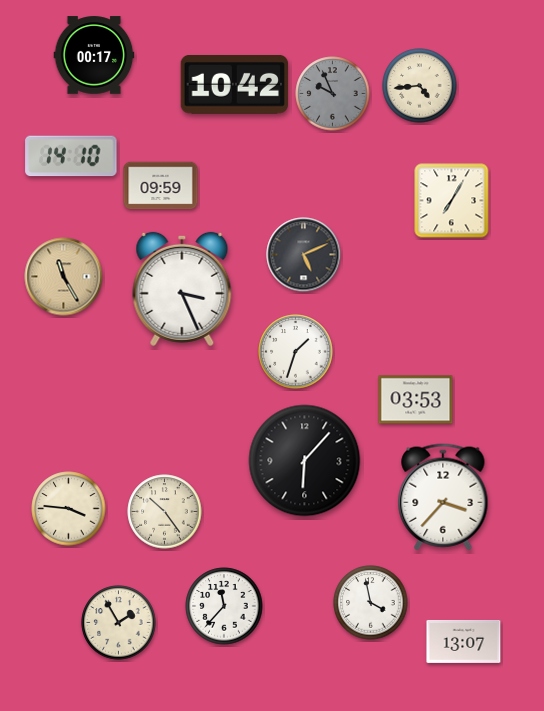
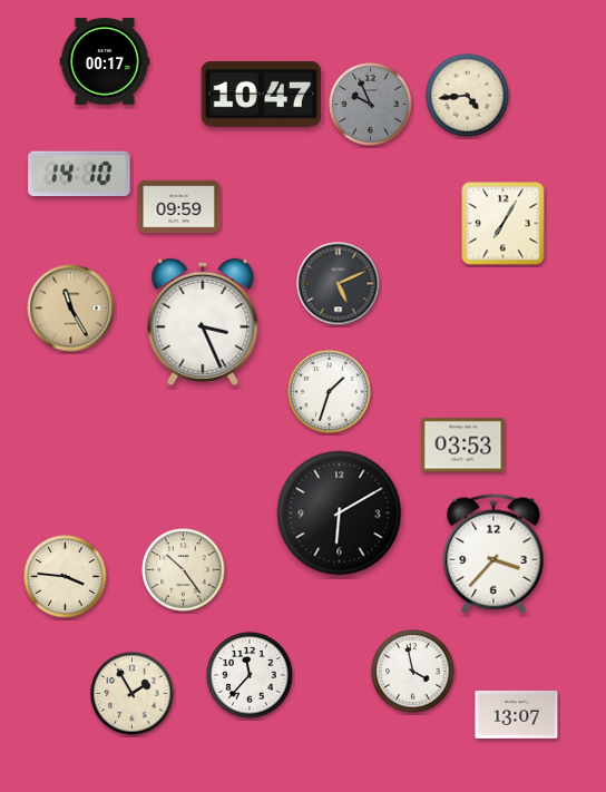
clock at (234, 85): 10:42 -> 10:47
clock at (305, 461): 6:07 -> 6:10
clock at (69, 509) position: (69, 509) -> (66, 577)
